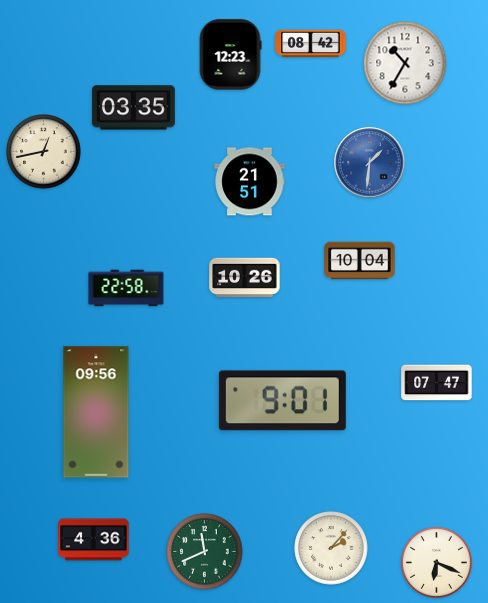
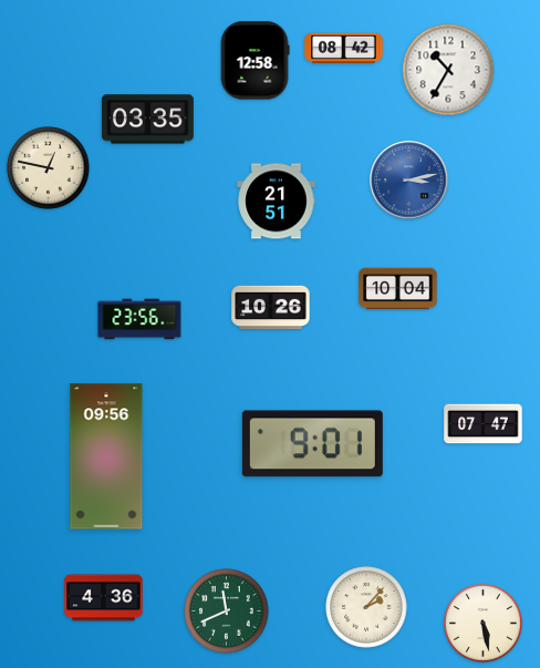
clock at (230, 55): 12:23 -> 12:58
clock at (44, 152): 12:43 -> 12:47
clock at (370, 163): 1:31 -> 3:13
clock at (126, 288): 22:58 -> 23:56
clock at (436, 562): 6:19 -> 5:28
